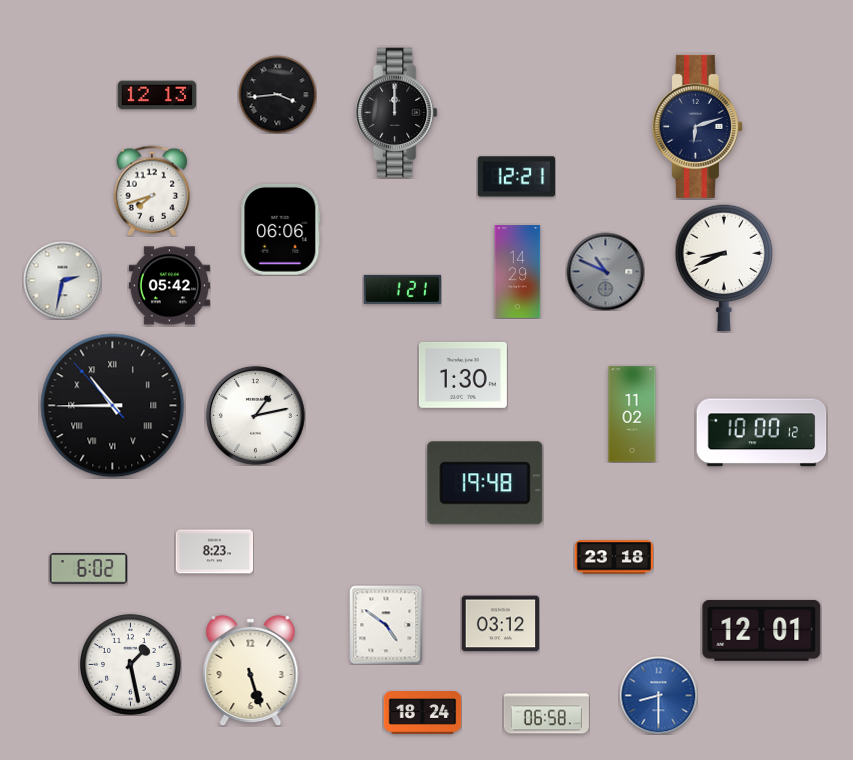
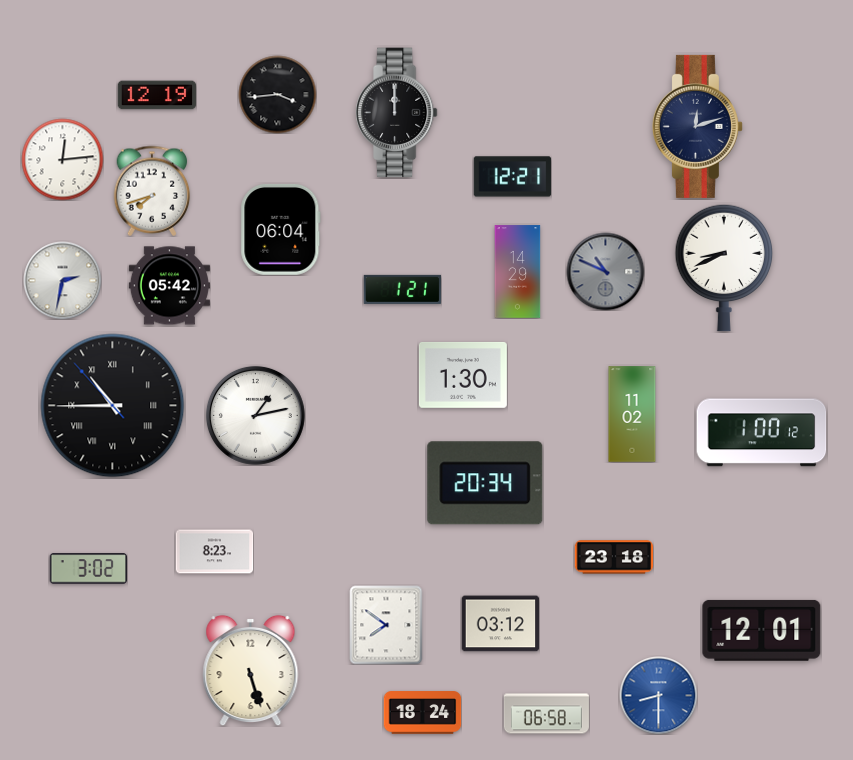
clock at (157, 95): 12:13 -> 12:19
clock at (697, 126): 6:12 -> 12:12
clock at (62, 159): none -> 12:14
clock at (516, 177) position: (516, 177) -> (512, 177)
clock at (281, 229): 06:06 -> 06:04
clock at (762, 433): 10:00 -> 1:00
clock at (485, 483): 19:48 -> 20:34
clock at (88, 569): 6:02 -> 3:02
clock at (386, 625): 4:51 -> 7:51
clock at (131, 665): 1:28 -> none
